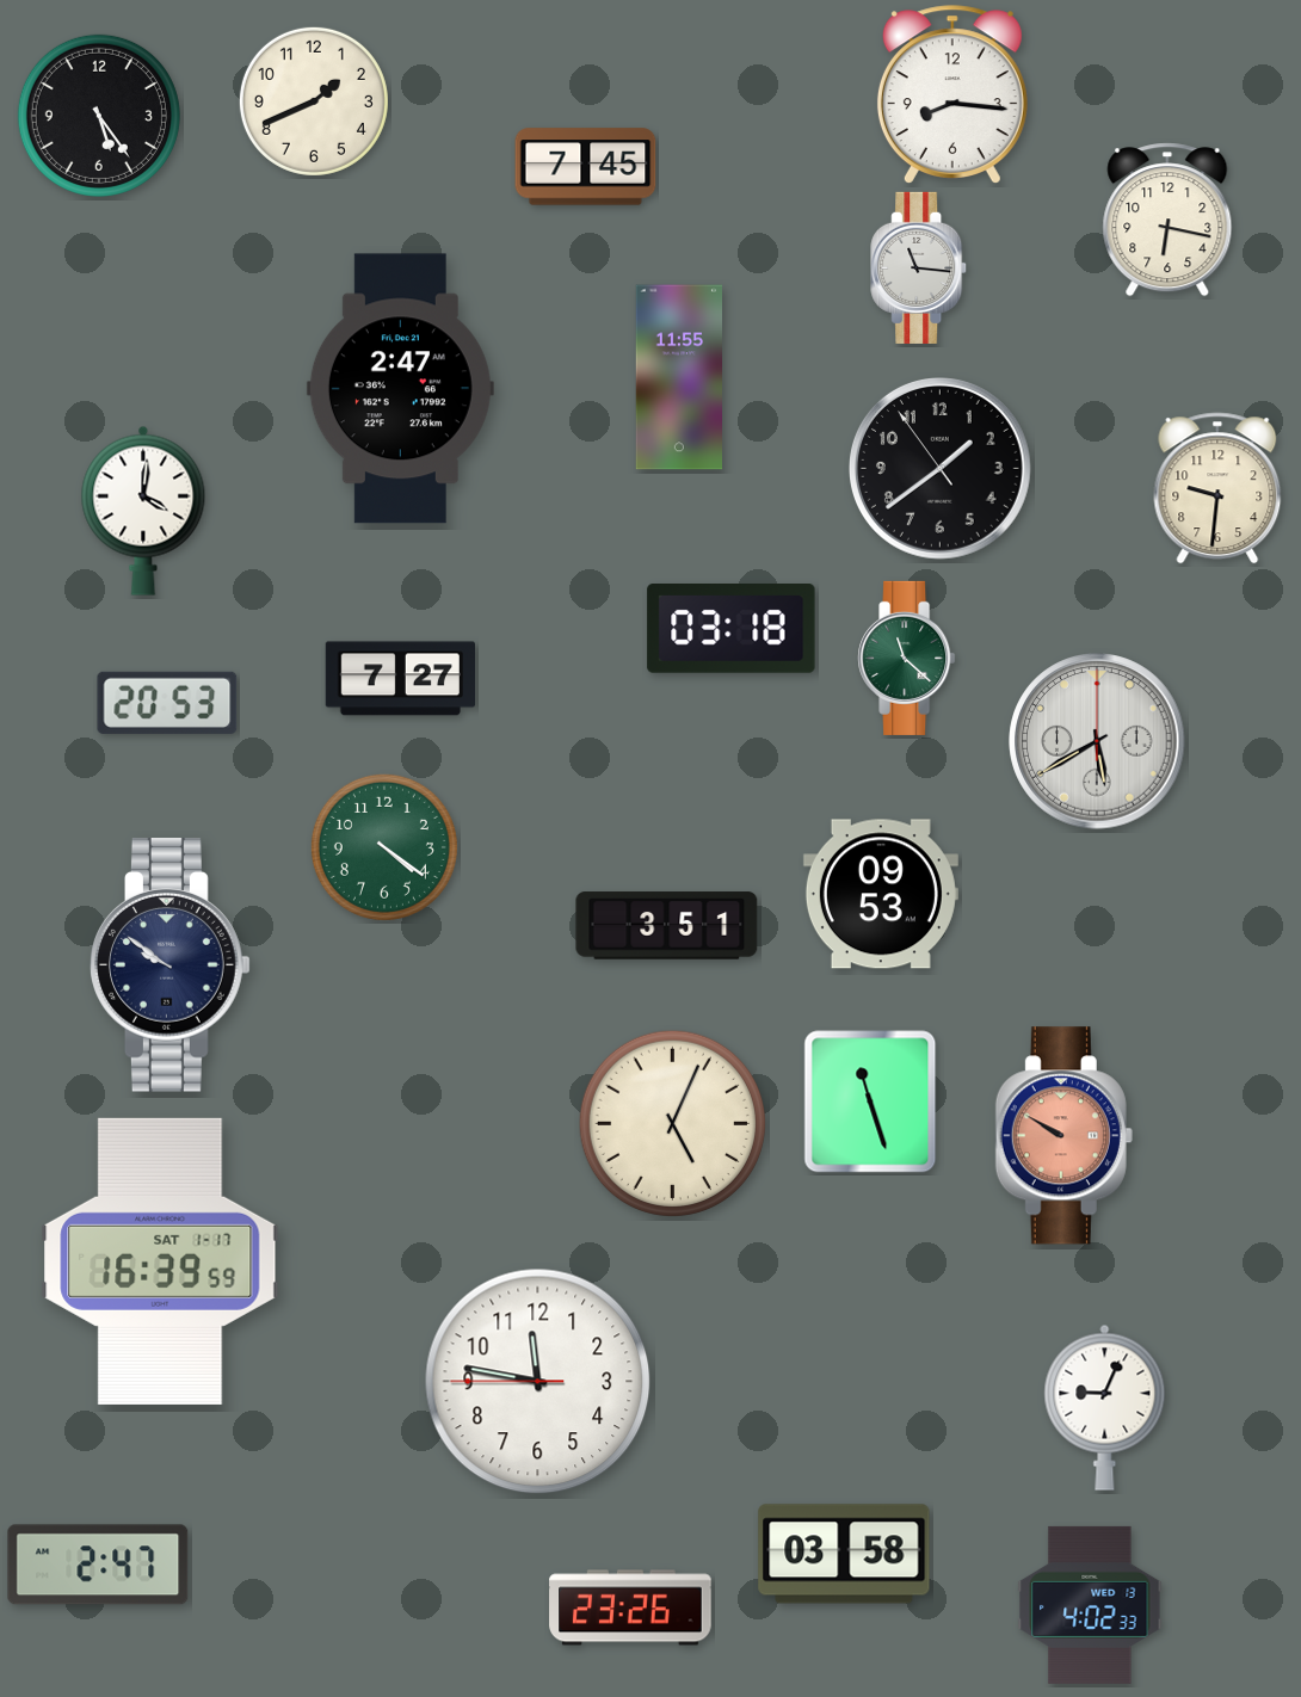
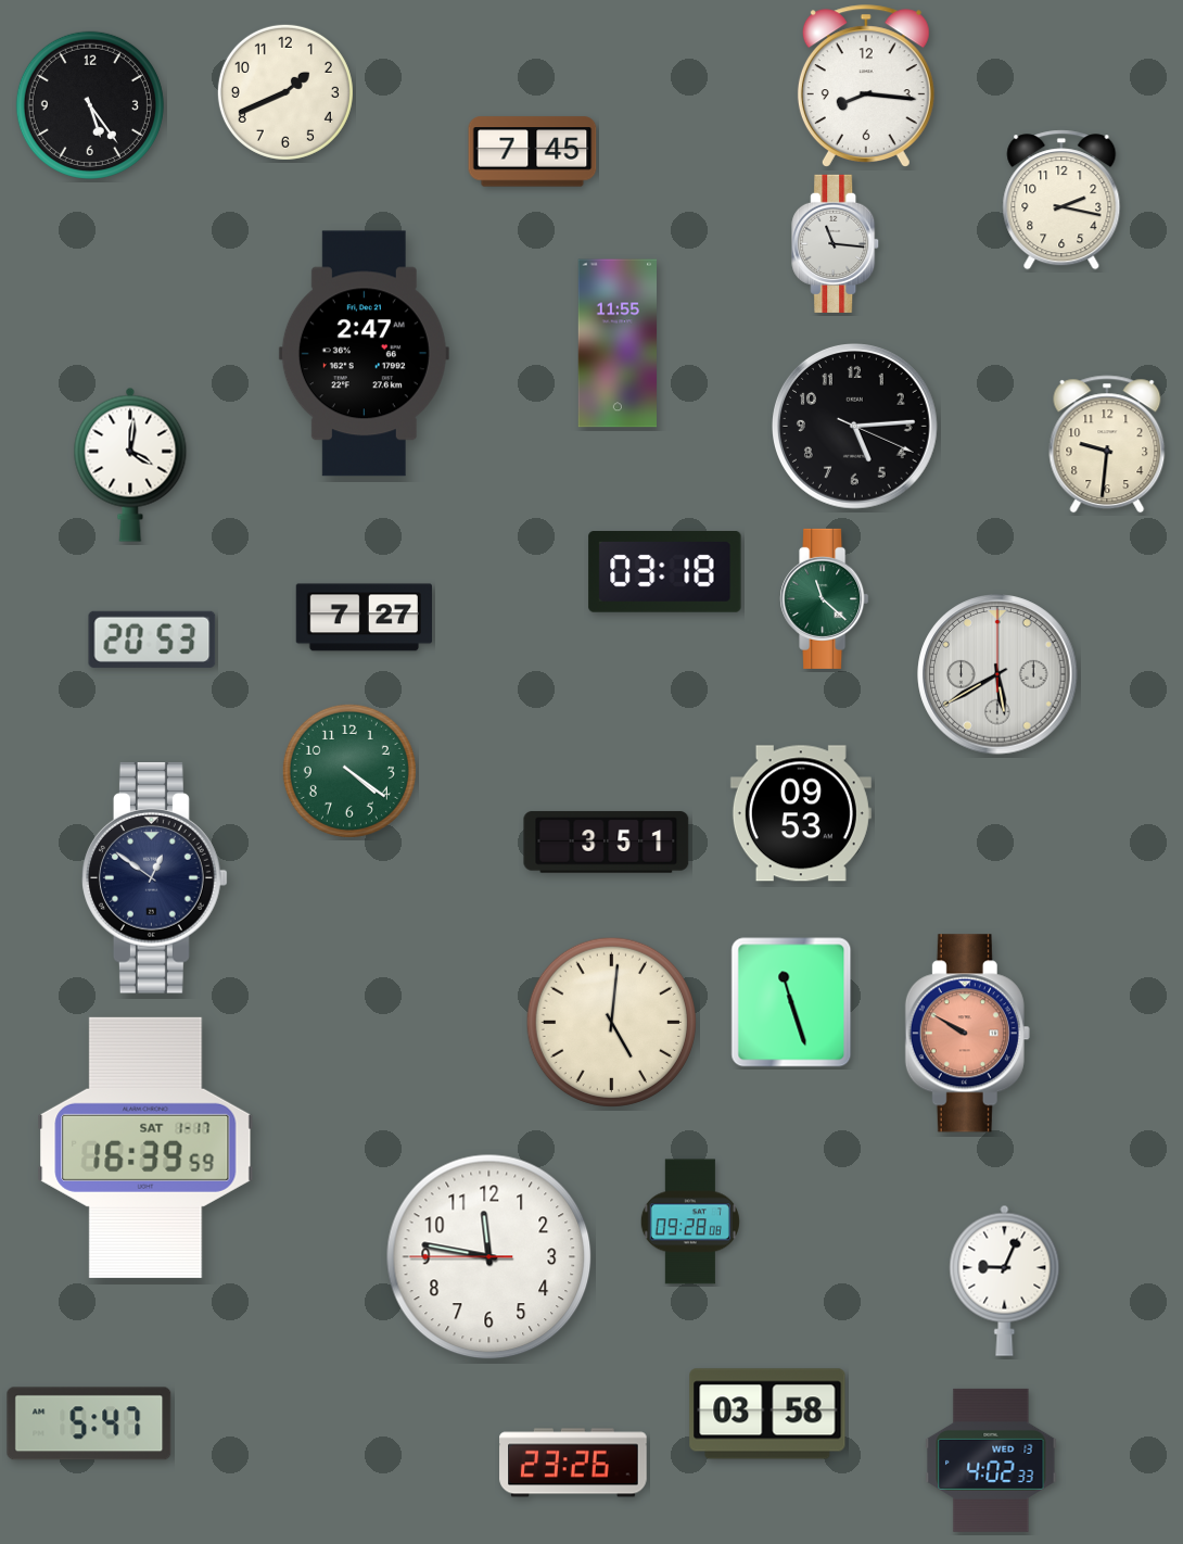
clock at (1167, 220): 6:17 -> 2:17
clock at (941, 469): 1:38 -> 5:14
clock at (171, 965): 9:51 -> 12:51
clock at (672, 1123): 5:04 -> 5:01
clock at (690, 1222): none -> 09:28
clock at (98, 1565): 2:47 -> 5:47
